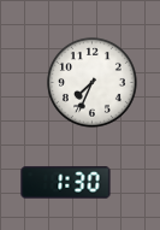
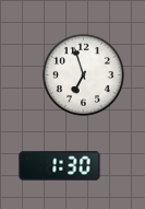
clock at (91, 82): 7:34 -> 6:57
